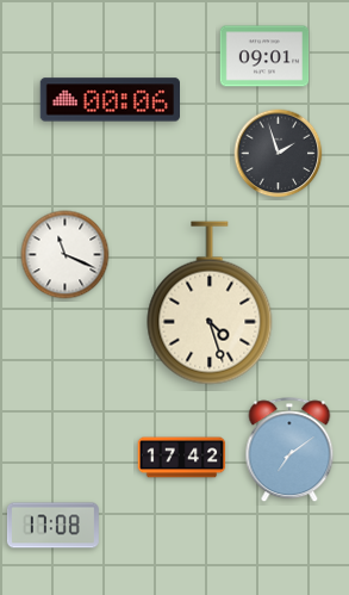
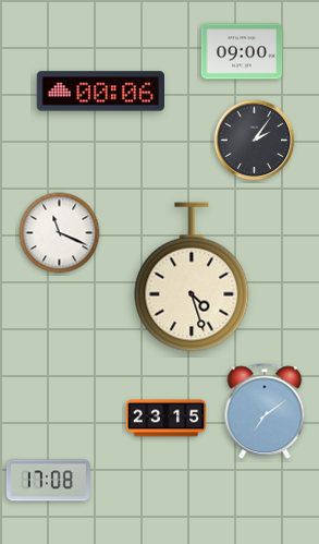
clock at (264, 56): 09:01 -> 09:00
clock at (279, 154): 1:57 -> 2:06
clock at (182, 458): 17:42 -> 23:15
